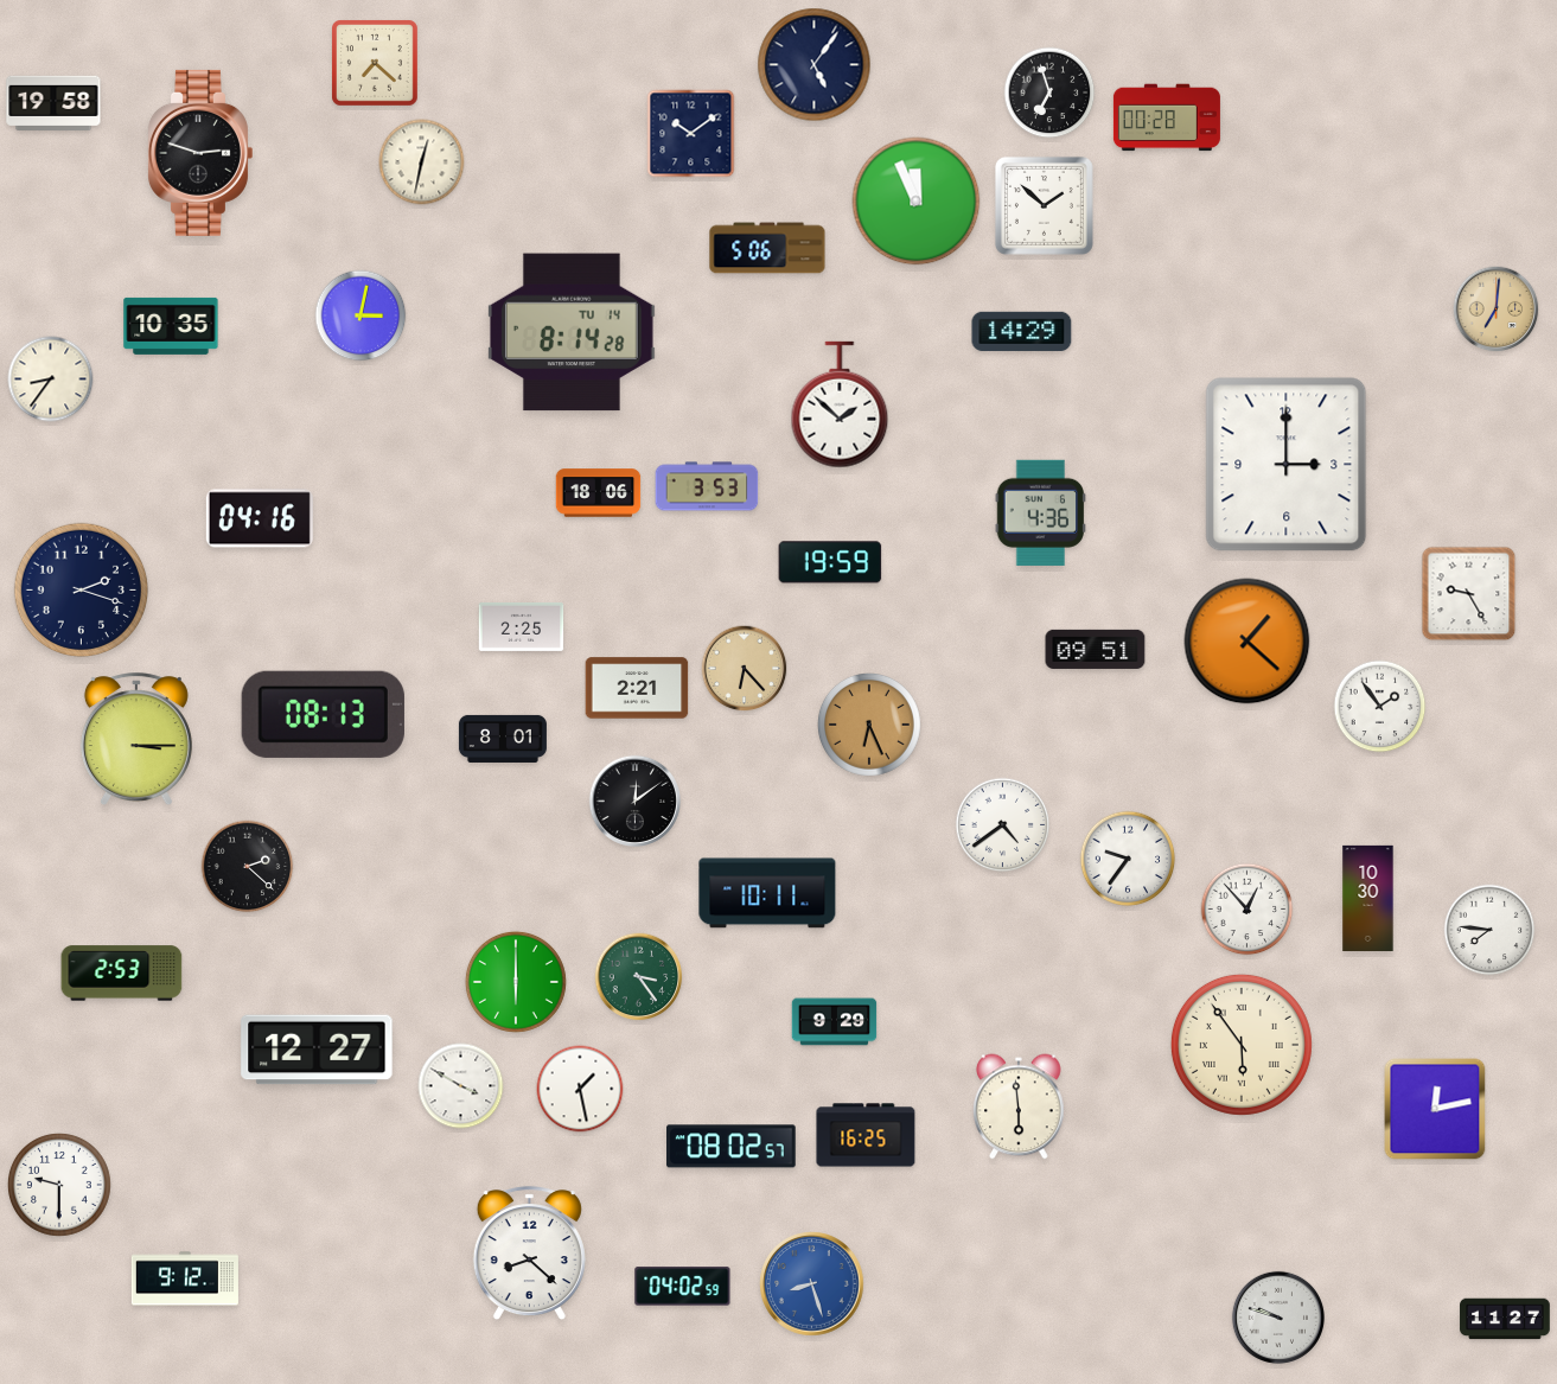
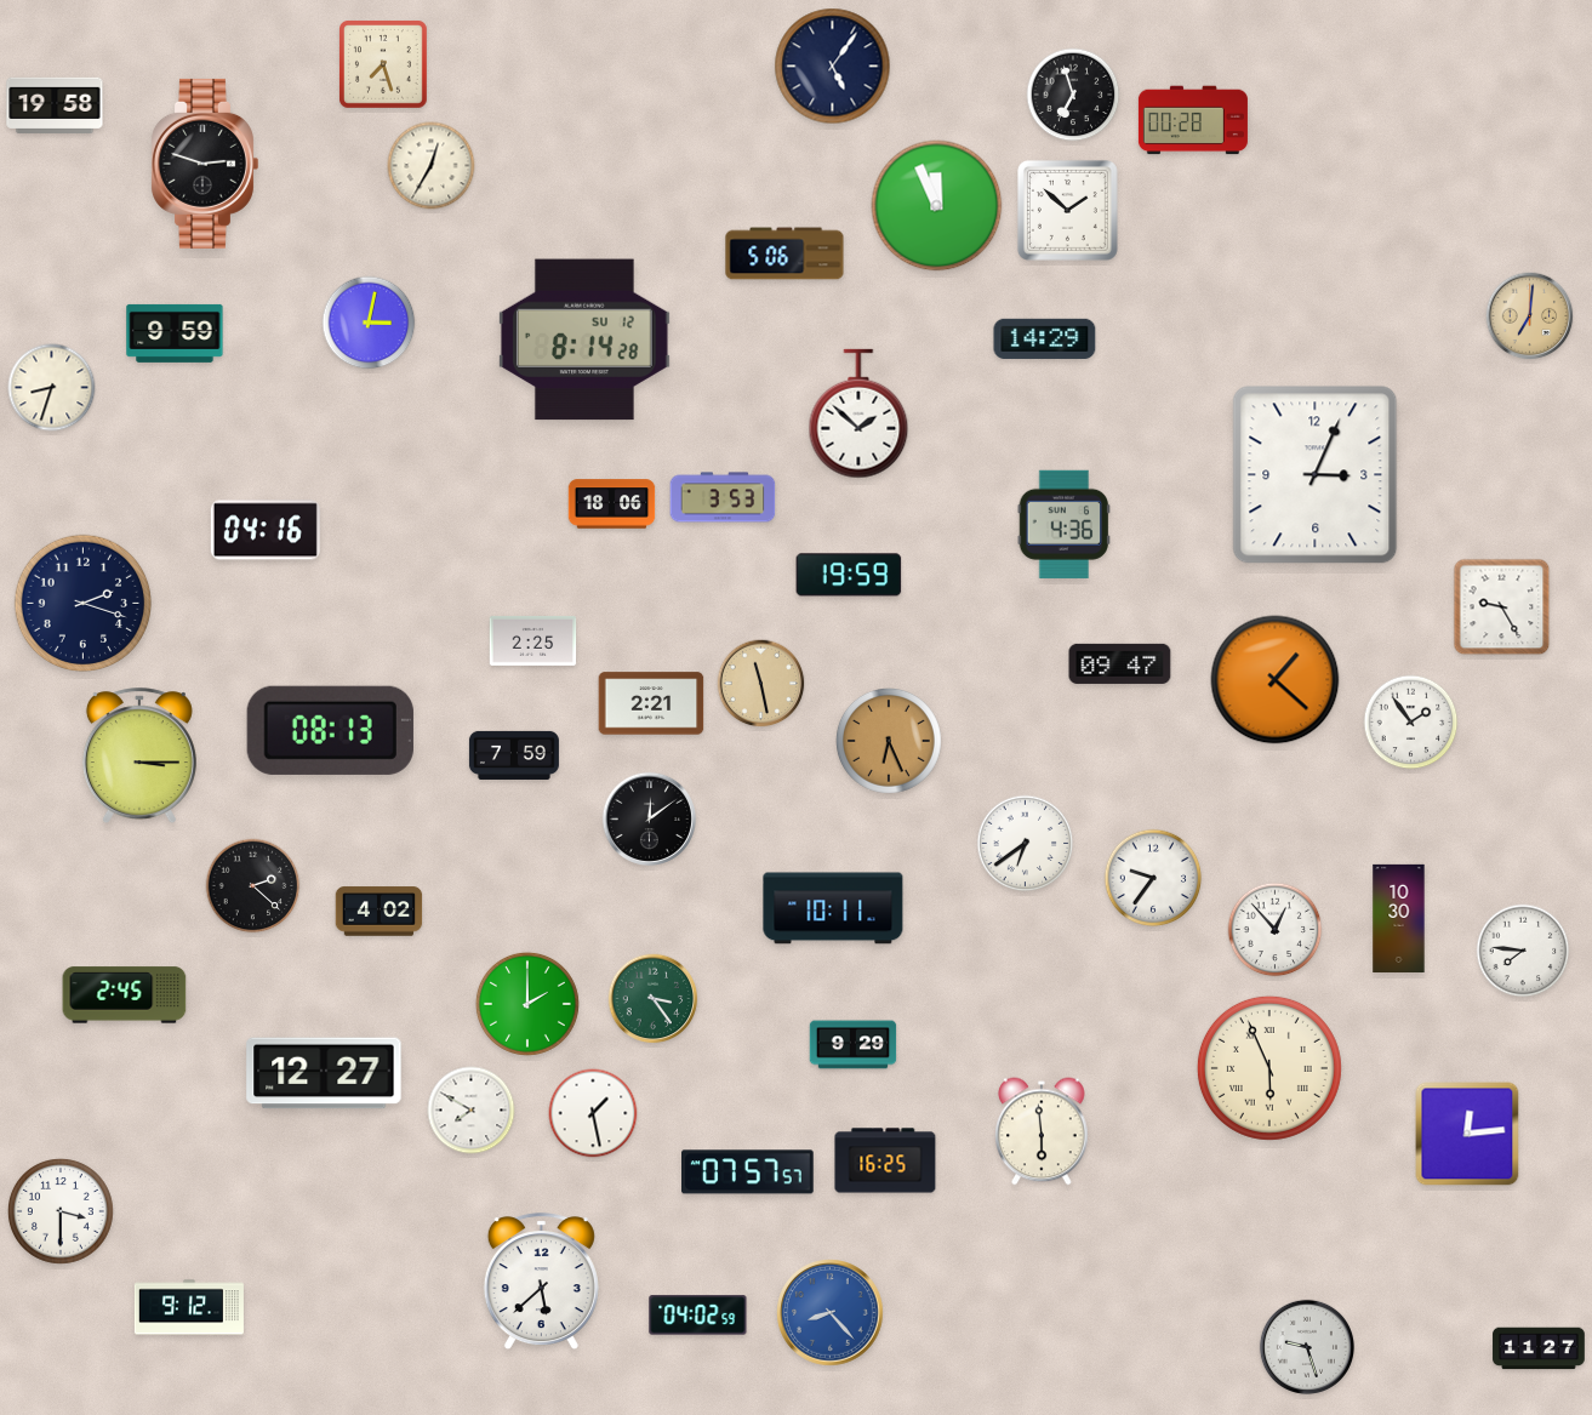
clock at (376, 64): 7:22 -> 7:27
clock at (691, 134): 10:09 -> none
clock at (199, 153) position: (199, 153) -> (204, 164)
clock at (422, 162): 12:32 -> 12:35
clock at (171, 326): 10:35 -> 9:59
clock at (573, 332) date: TU 14 -> SU 12
clock at (51, 380): 8:36 -> 8:33
clock at (1287, 465): 3:00 -> 3:04
clock at (1247, 642) position: (1247, 642) -> (1276, 680)
clock at (1096, 649): 09:51 -> 09:47
clock at (745, 669): 6:23 -> 11:28
clock at (503, 739): 8:01 -> 7:59
clock at (1003, 825): 4:39 -> 6:39
clock at (380, 912): none -> 4:02
clock at (767, 893) position: (767, 893) -> (833, 908)
clock at (122, 974): 2:53 -> 2:45
clock at (516, 982): 6:00 -> 2:00
clock at (1242, 1045): 5:54 -> 5:56
clock at (461, 1086): 3:50 -> 7:50
clock at (1435, 1109): 12:13 -> 12:14
clock at (732, 1147): 08:02 -> 07:57
clock at (60, 1186): 9:30 -> 3:30
clock at (529, 1254): 8:22 -> 5:38
clock at (812, 1284): 8:27 -> 8:23
clock at (1278, 1318): 9:48 -> 9:27
